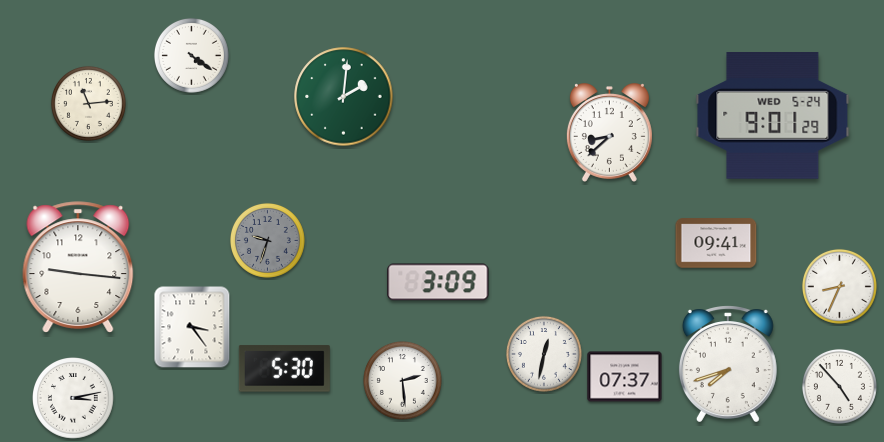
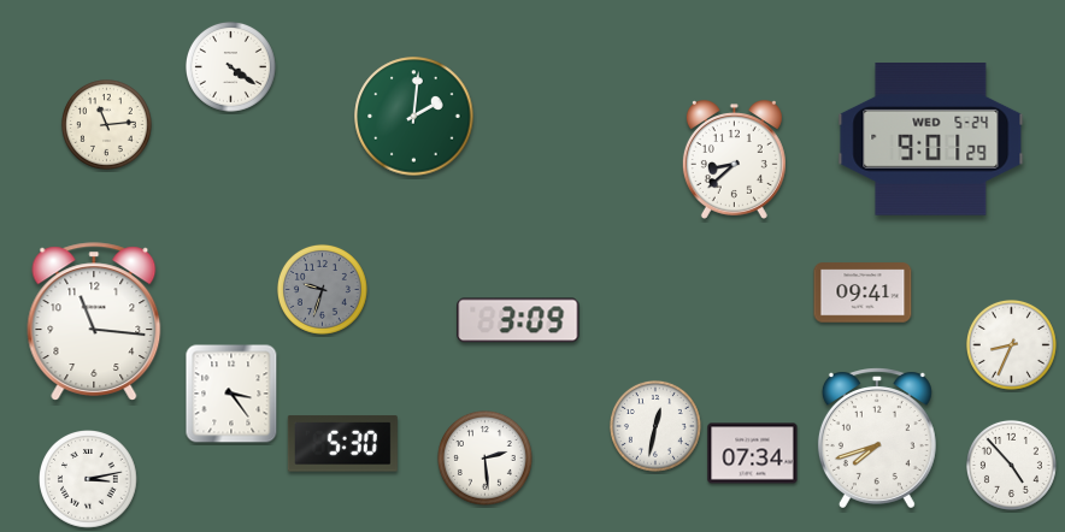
clock at (78, 267): 9:16 -> 11:16
clock at (438, 282) position: (438, 282) -> (518, 320)
clock at (625, 377): 07:37 -> 07:34
